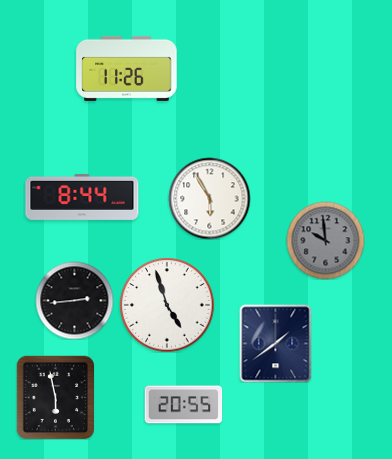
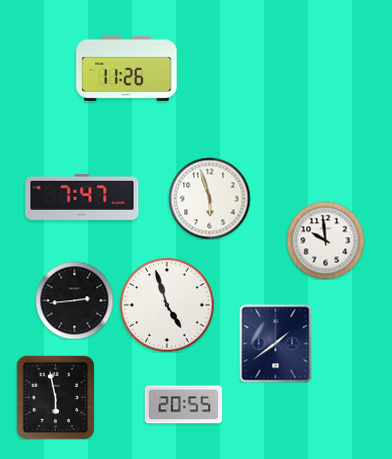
clock at (82, 197): 8:44 -> 7:47
clock at (209, 198): 5:55 -> 5:57
clock at (325, 240) dial: grey -> white
